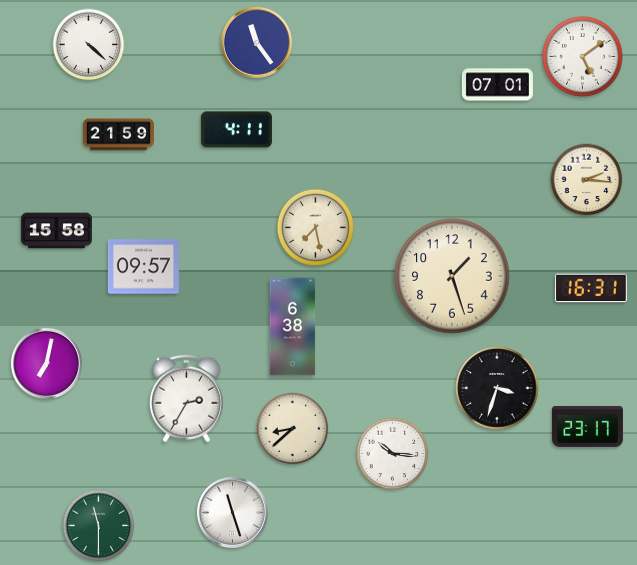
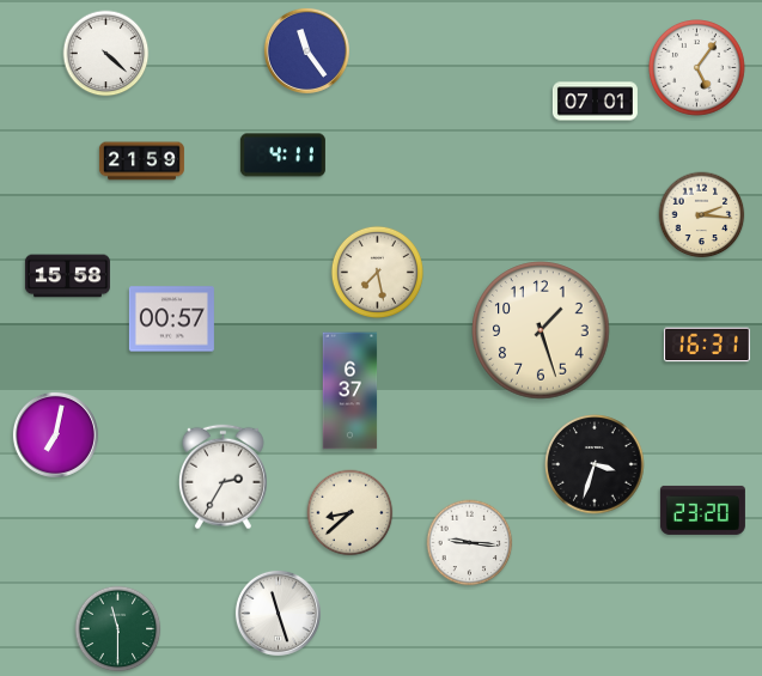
clock at (583, 57): 5:09 -> 5:06
clock at (143, 267): 09:57 -> 00:57
clock at (293, 327): 6:38 -> 6:37
clock at (587, 426): 23:17 -> 23:20
clock at (393, 454): 10:16 -> 9:16
